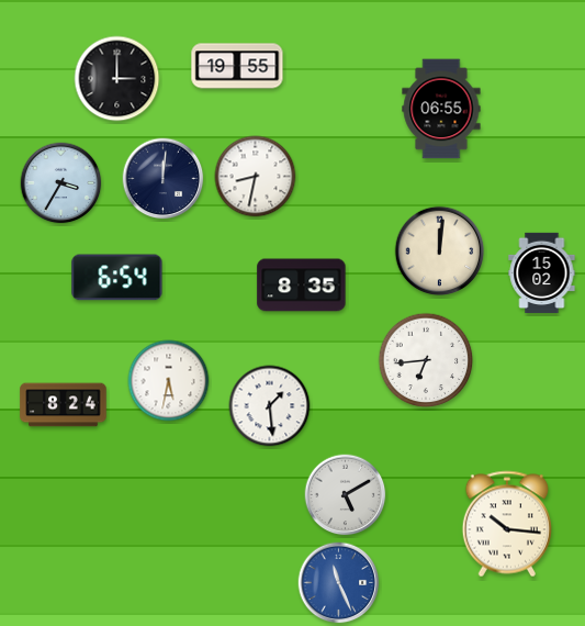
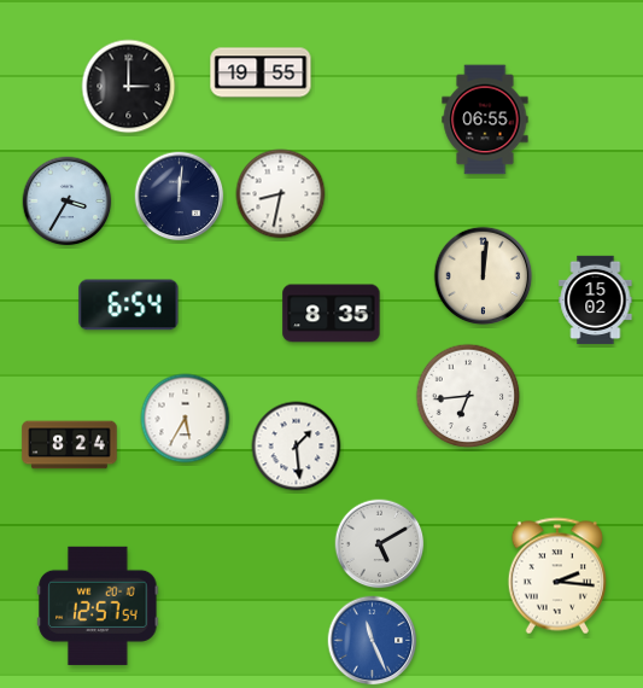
clock at (169, 381): 5:32 -> 5:35
clock at (507, 524): 10:16 -> 2:16
clock at (98, 606): none -> 12:57
